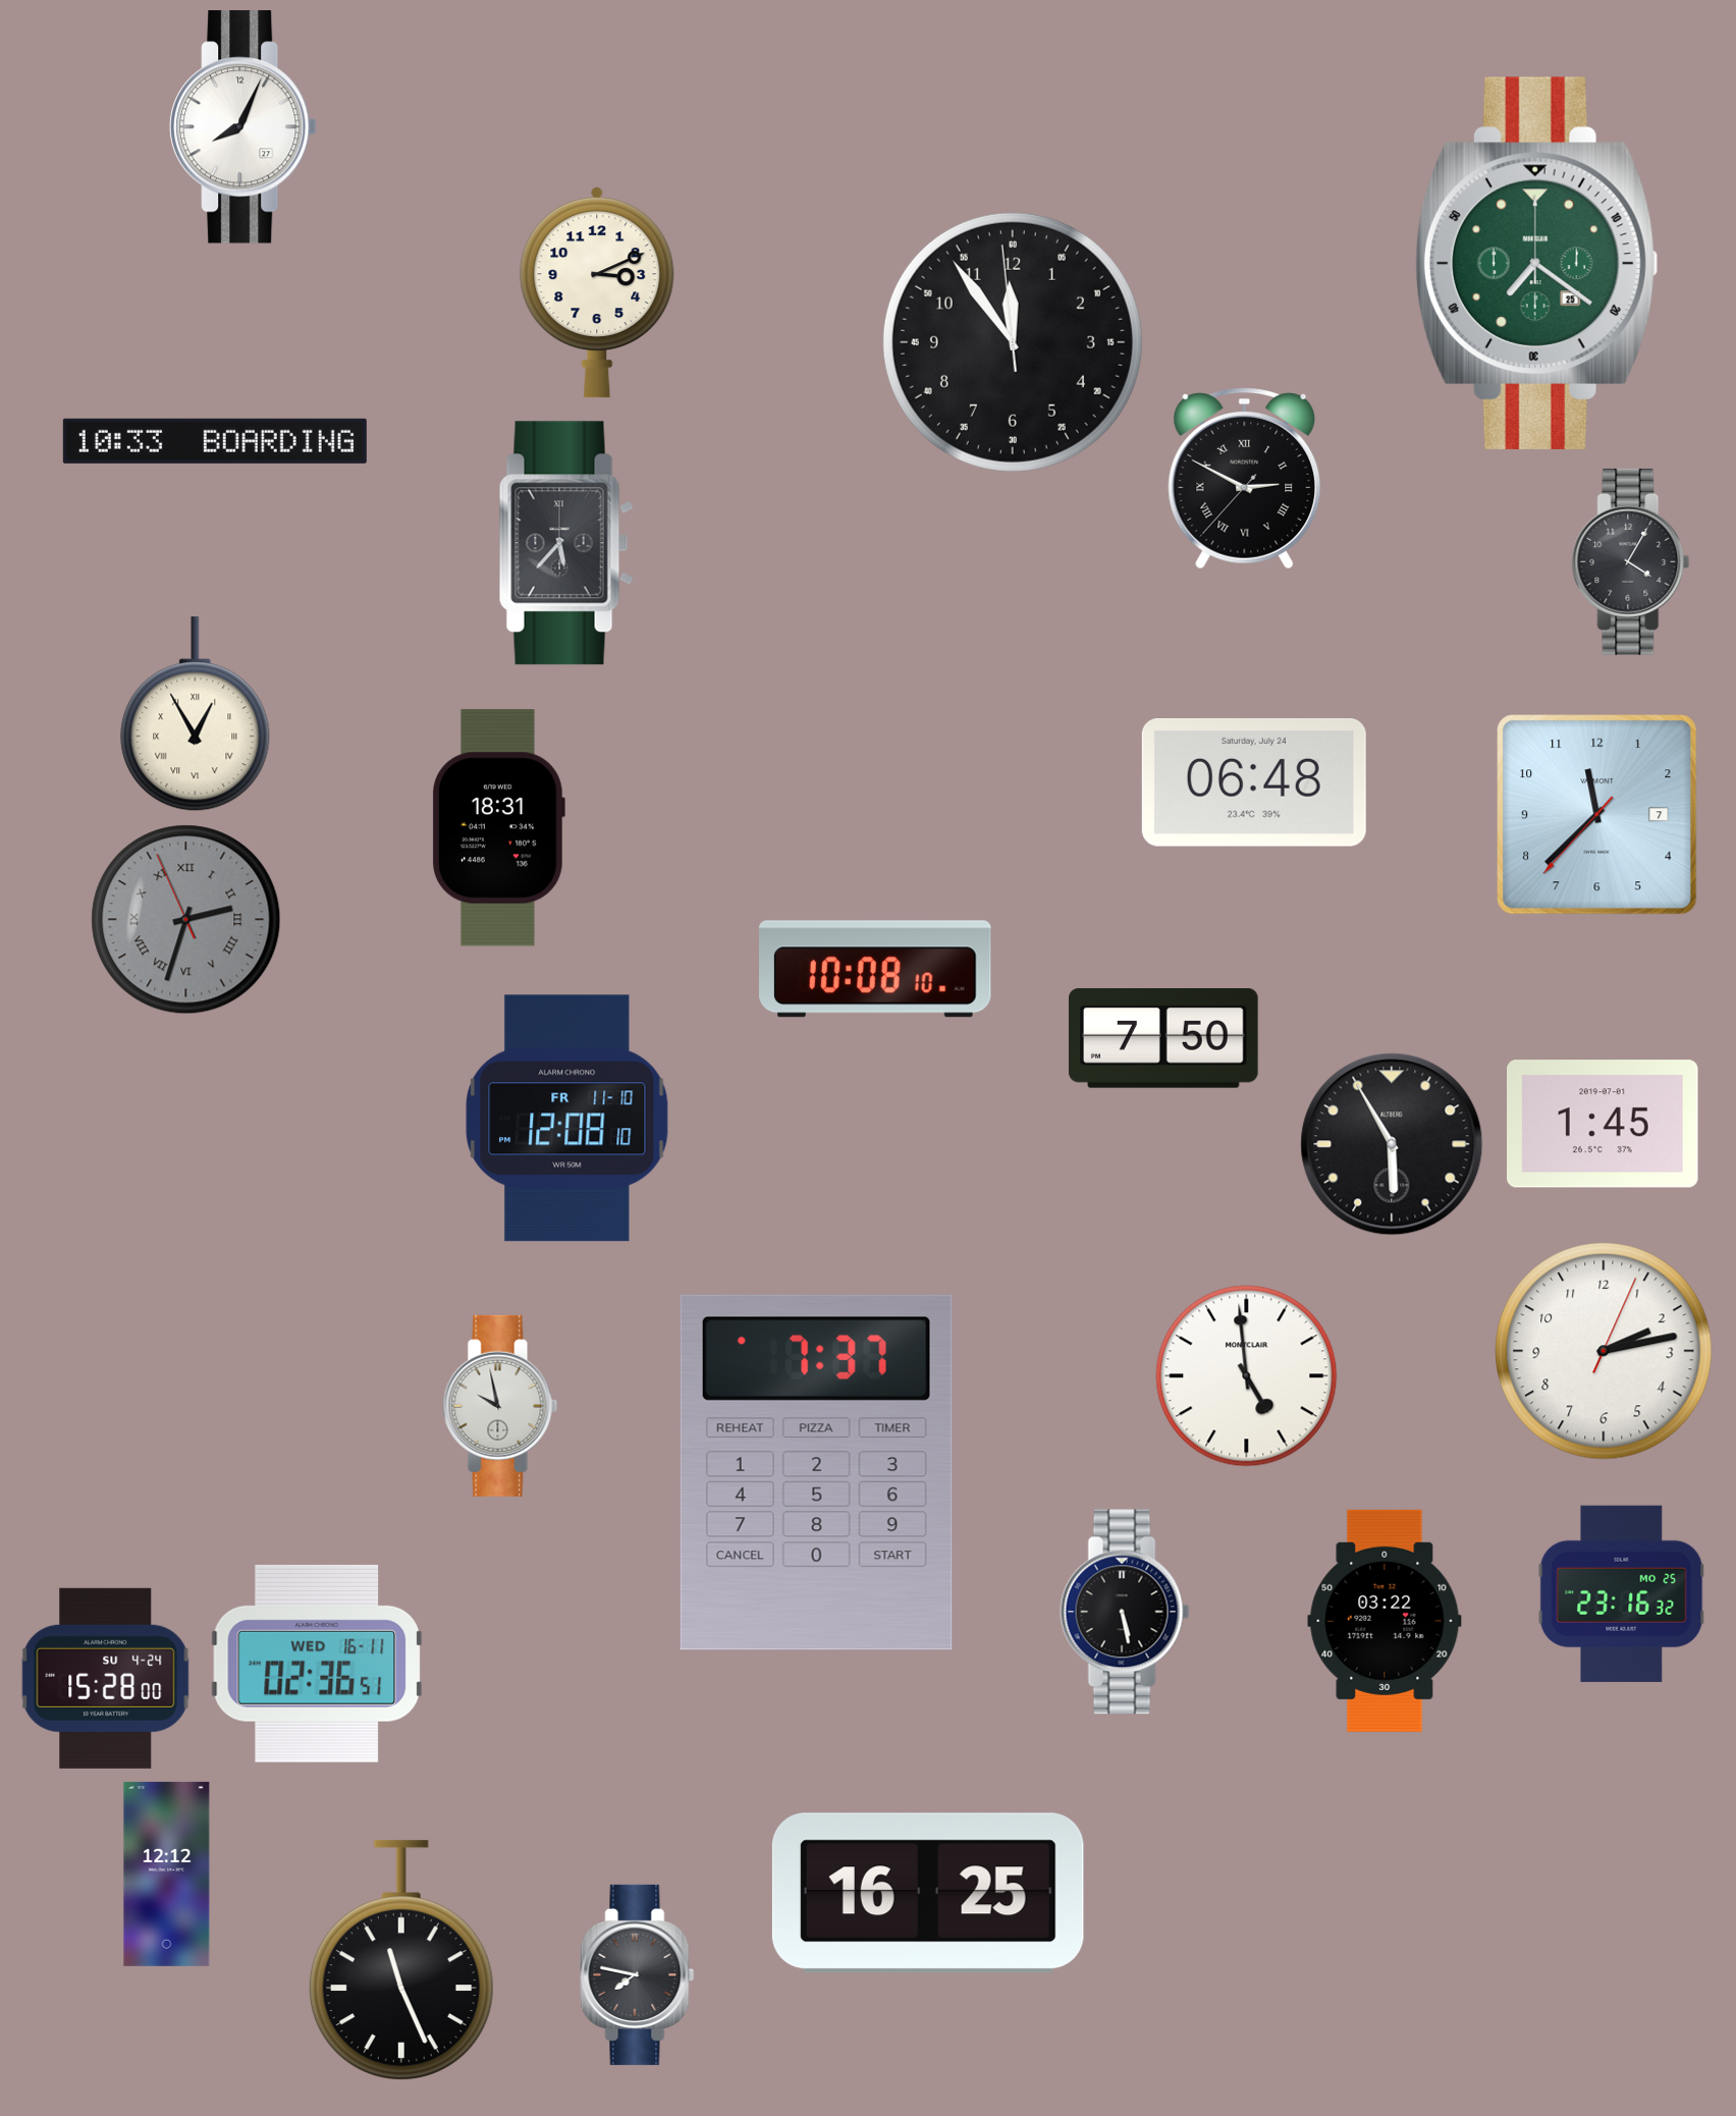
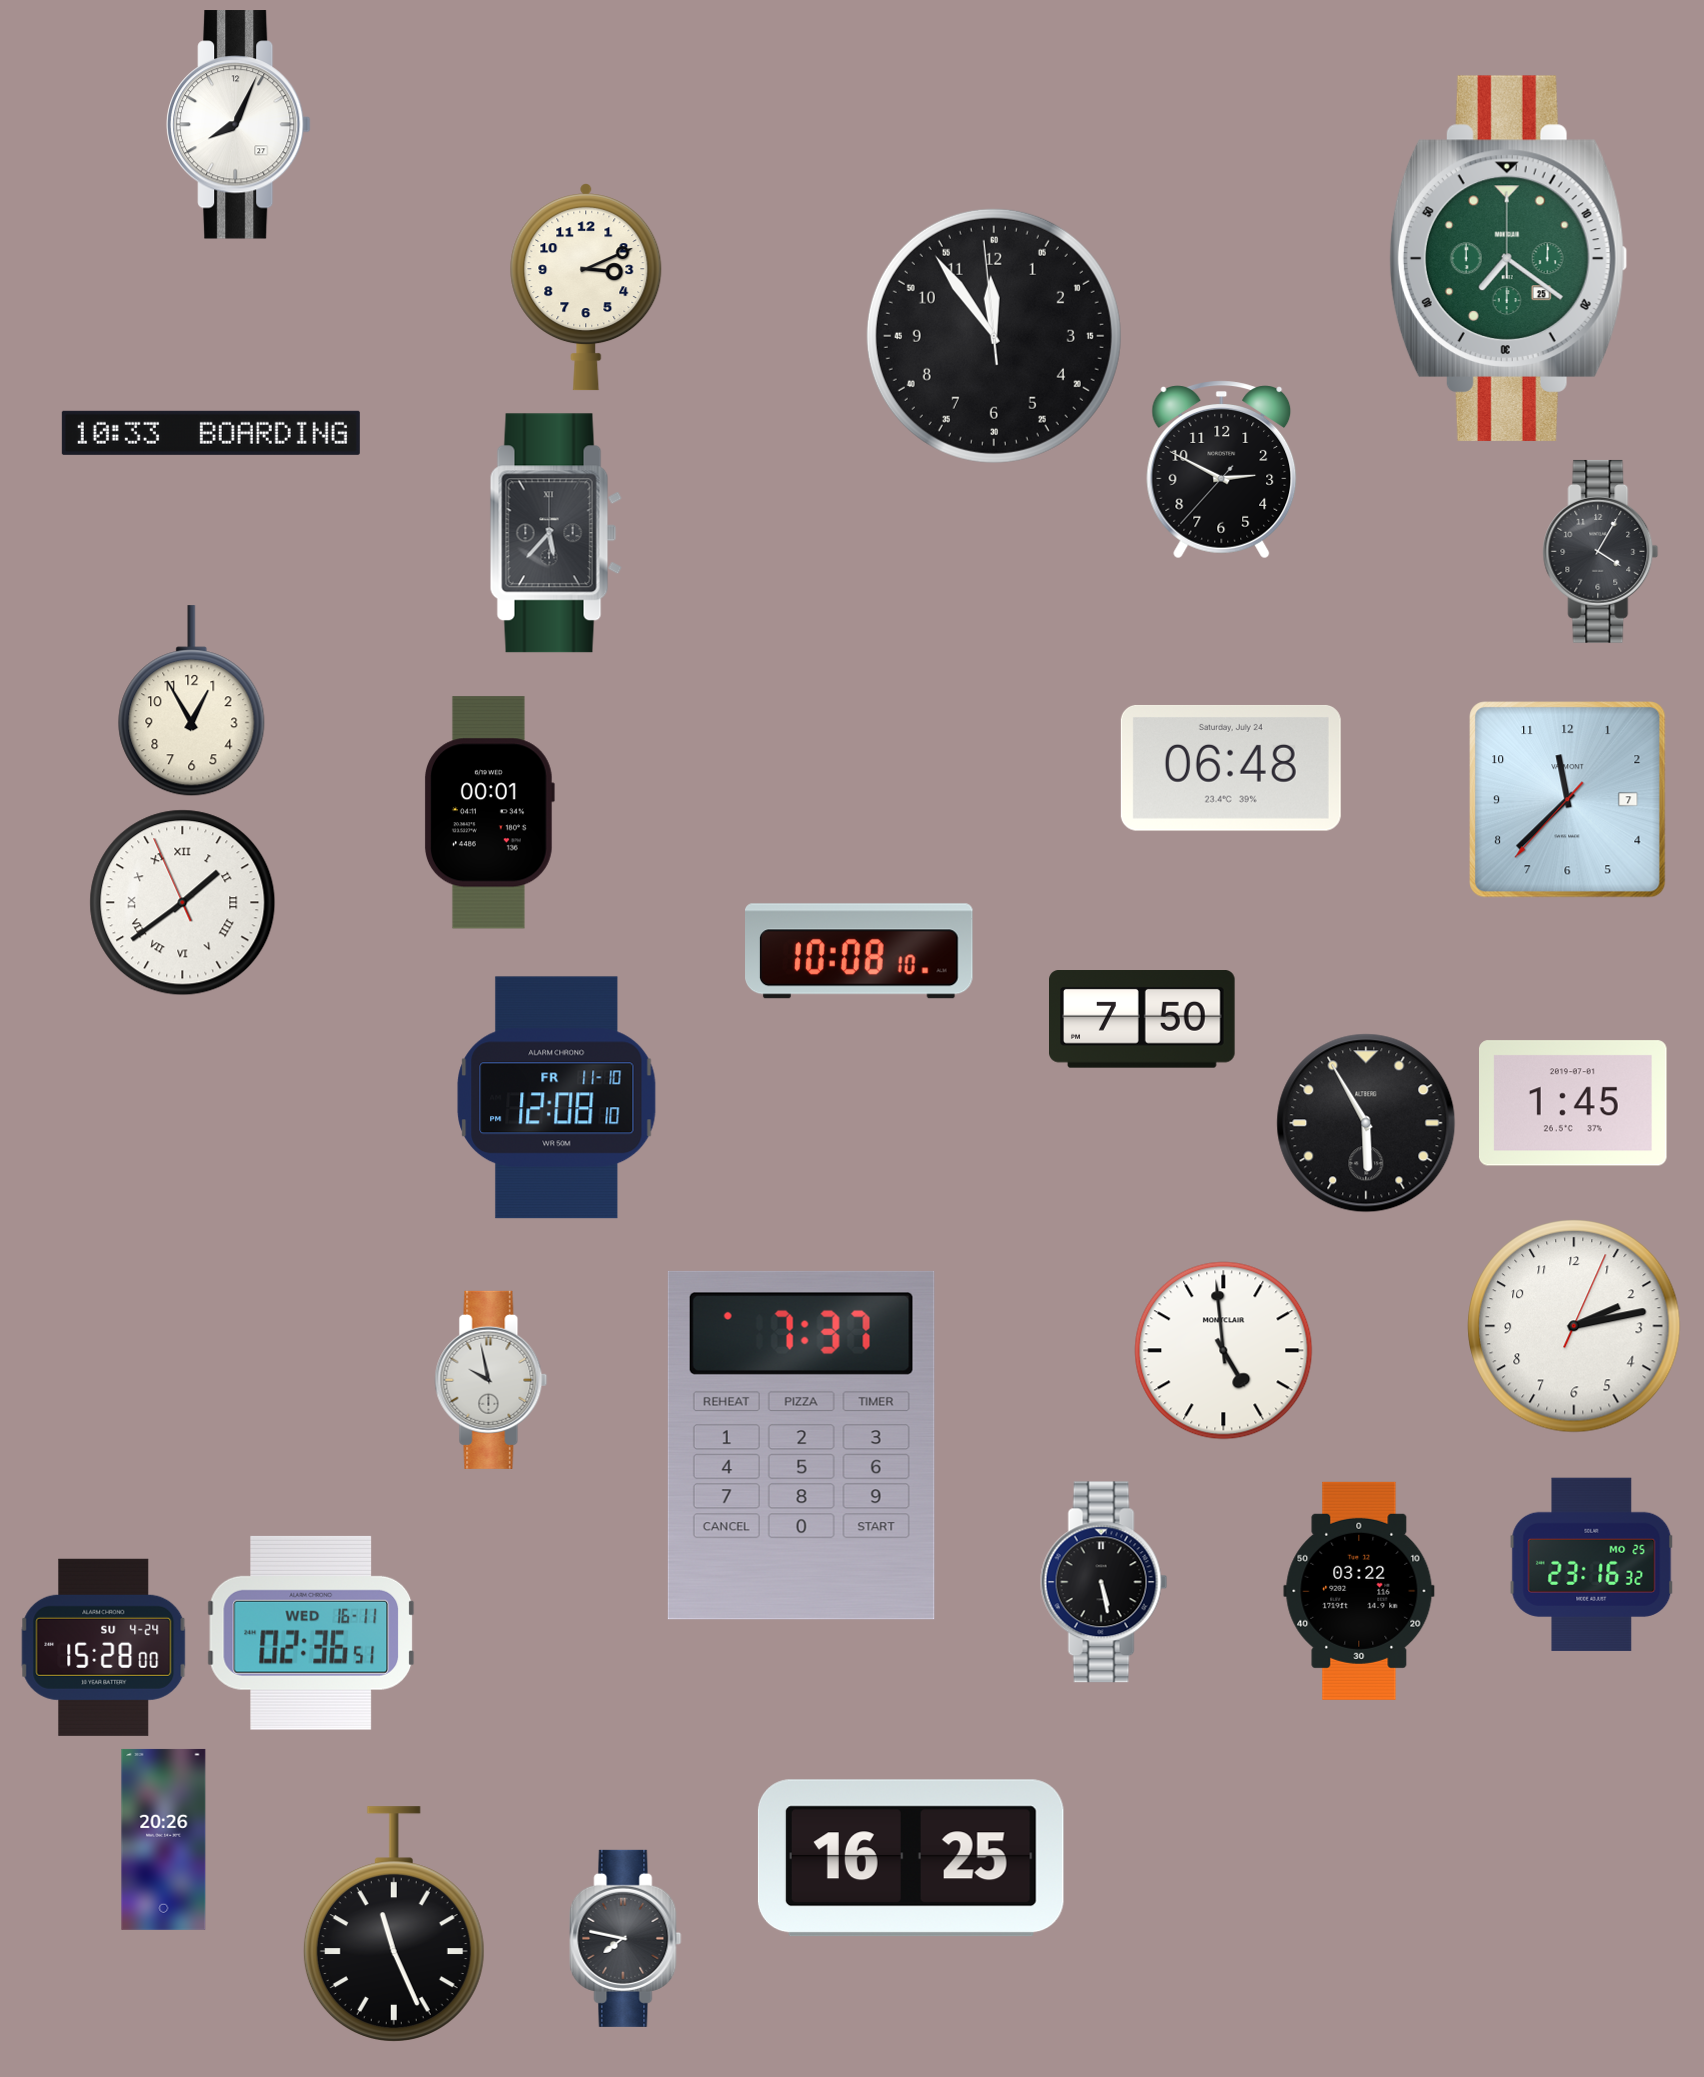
clock at (1245, 479) numerals: Roman -> Arabic
clock at (196, 714) numerals: Roman -> Arabic
clock at (498, 828): 18:31 -> 00:01
clock at (186, 920): 2:32 -> 1:38
clock at (186, 920) dial: grey -> white
clock at (167, 1874): 12:12 -> 20:26
